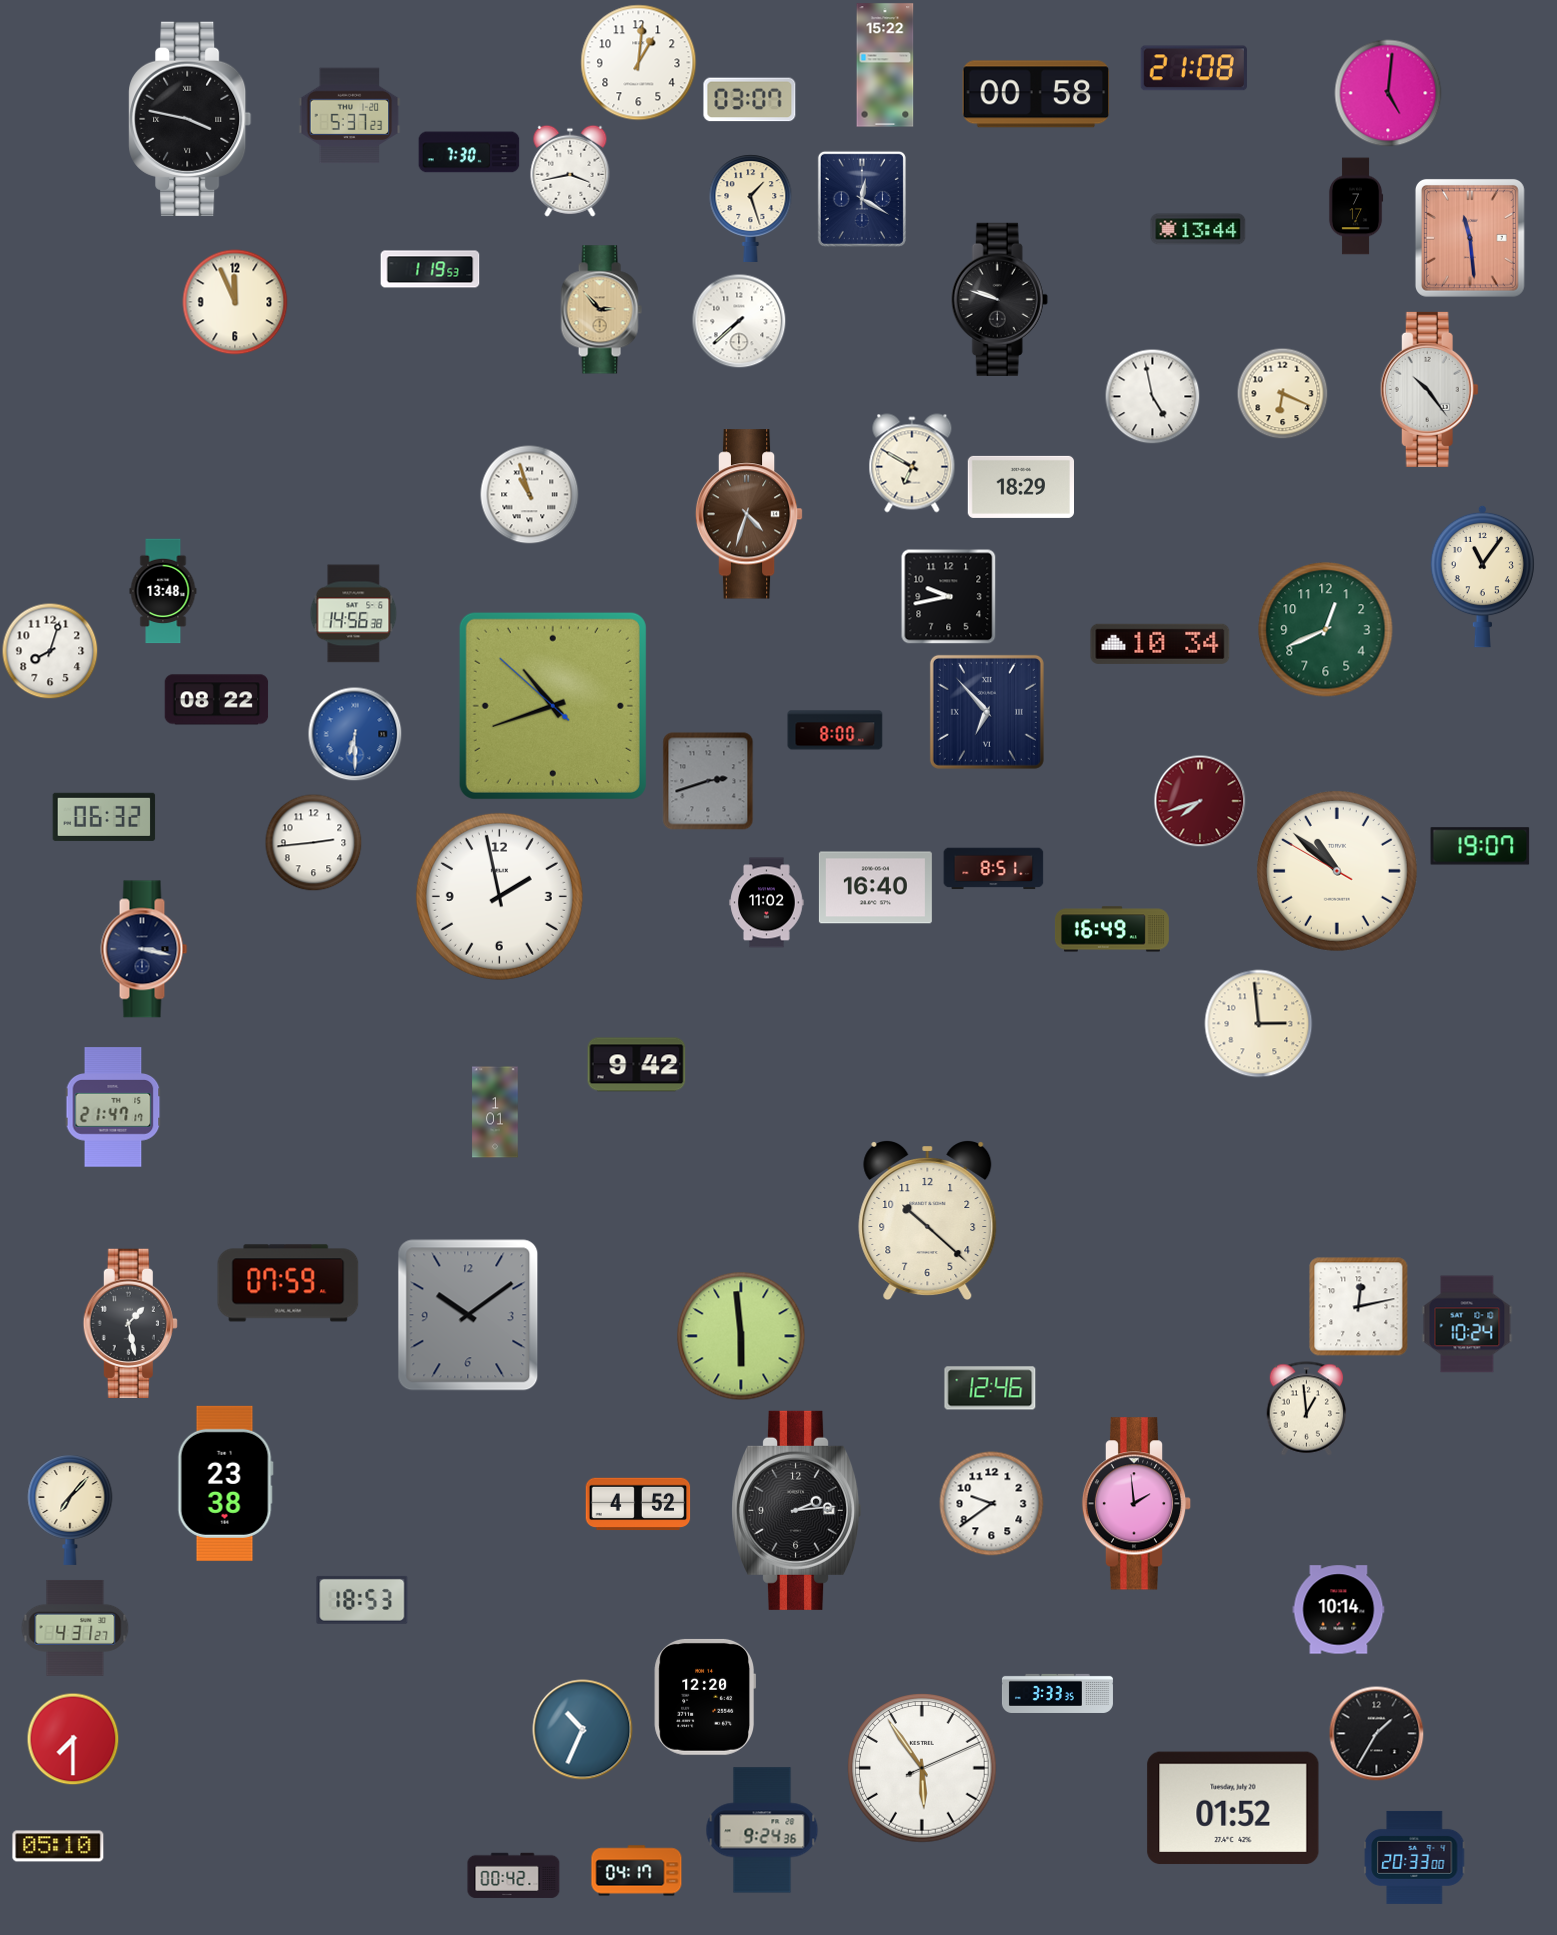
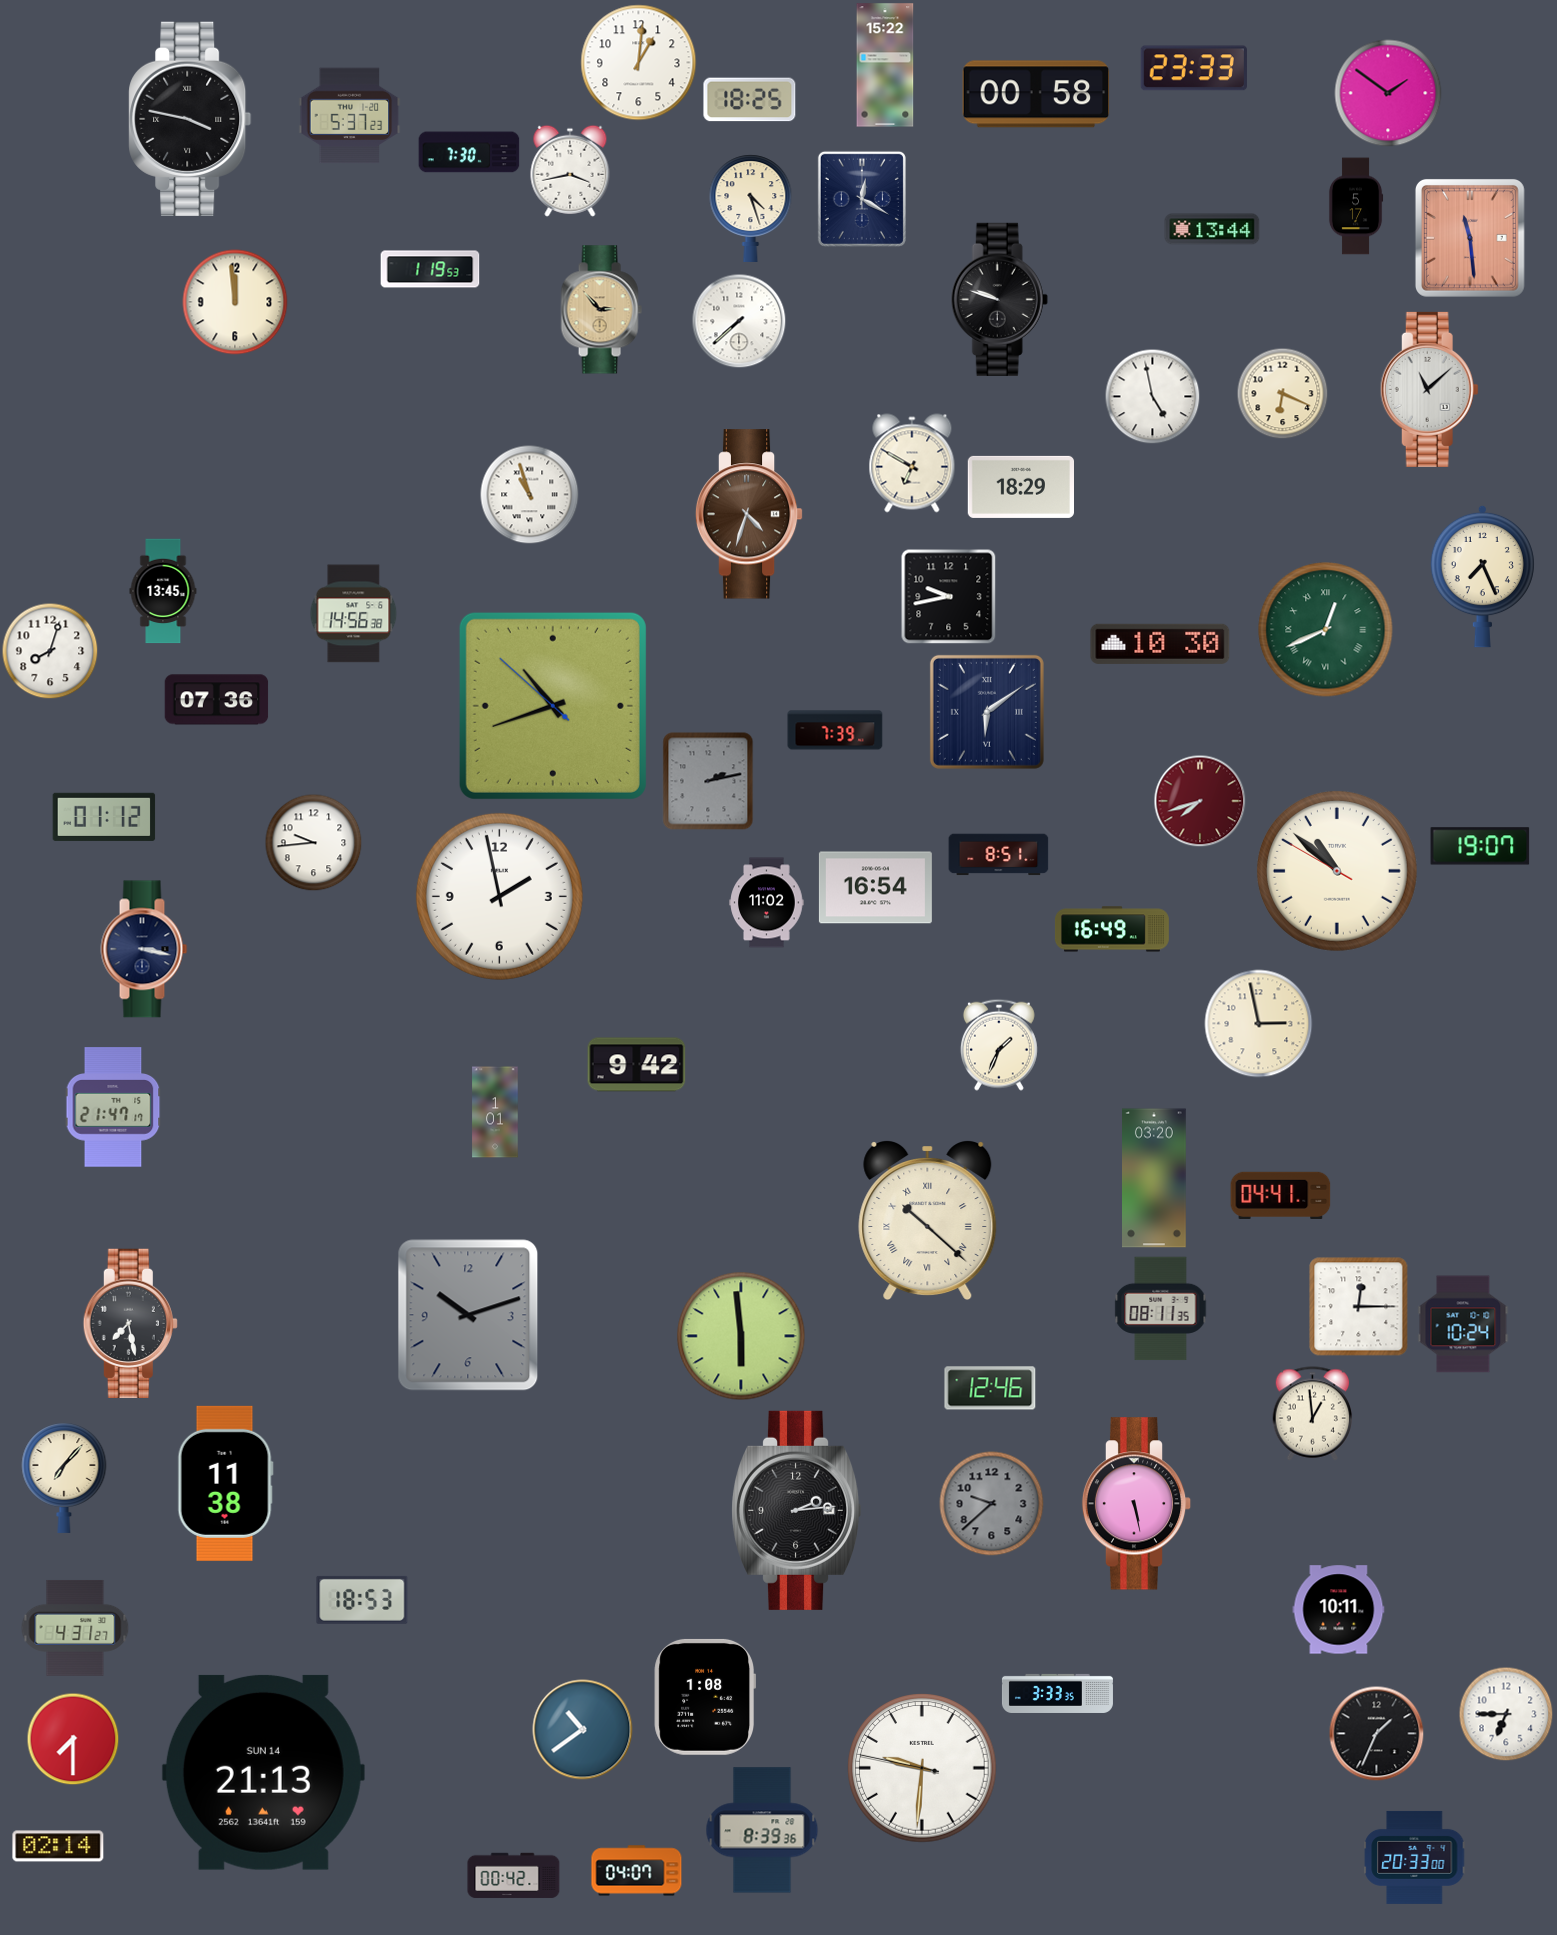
clock at (1194, 68): 21:08 -> 23:33
clock at (1388, 93): 5:01 -> 1:51
clock at (750, 100): 03:07 -> 18:25
clock at (1356, 206): 7:17 -> 5:17
clock at (751, 208): 1:27 -> 4:27
clock at (1198, 229) position: (1198, 229) -> (1212, 229)
clock at (235, 302): 11:56 -> 11:59
clock at (1429, 389): 10:24 -> 11:08
clock at (1482, 576): 11:06 -> 7:26
clock at (163, 591): 13:48 -> 13:45
clock at (1326, 630) numerals: Arabic -> Roman
clock at (1160, 644): 10:34 -> 10:30
clock at (217, 700): 08:22 -> 07:36
clock at (987, 712): 6:53 -> 6:09
clock at (835, 730): 8:00 -> 7:39
clock at (355, 734): 6:30 -> none
clock at (708, 781): 2:42 -> 2:13
clock at (104, 817): 06:32 -> 01:12
clock at (313, 842): 2:44 -> 9:44
clock at (994, 869) position: (994, 869) -> (999, 855)
clock at (875, 888): 16:40 -> 16:54
clock at (1259, 1024): 2:59 -> 2:58
clock at (999, 1045): none -> 1:34
clock at (1154, 1178): none -> 03:20
clock at (1281, 1195): none -> 04:41
clock at (928, 1220) numerals: Arabic -> Roman
clock at (288, 1283): 07:59 -> none
clock at (1359, 1307): 12:13 -> 12:15
clock at (1161, 1309): none -> 08:11
clock at (468, 1315): 10:09 -> 10:12
clock at (130, 1323): 1:28 -> 7:28
clock at (1467, 1324) position: (1467, 1324) -> (1463, 1324)
clock at (1307, 1409) position: (1307, 1409) -> (1313, 1414)
clock at (225, 1483): 23:38 -> 11:38
clock at (638, 1504): 4:52 -> none
clock at (992, 1504): 9:39 -> 9:38
clock at (992, 1504) dial: white -> grey
clock at (1137, 1504): 1:59 -> 5:28
clock at (70, 1510) position: (70, 1510) -> (64, 1478)
clock at (1339, 1610): 10:14 -> 10:11
clock at (704, 1697): 12:20 -> 1:08
clock at (1506, 1714): none -> 6:45
clock at (583, 1730): 10:34 -> 10:39
clock at (1376, 1733): 1:35 -> 1:34
clock at (922, 1768): 5:54 -> 9:30
clock at (263, 1772): none -> 21:13
clock at (1233, 1808): 01:52 -> none
clock at (762, 1830): 9:24 -> 8:39
clock at (58, 1846): 05:10 -> 02:14
clock at (637, 1871): 04:17 -> 04:07
